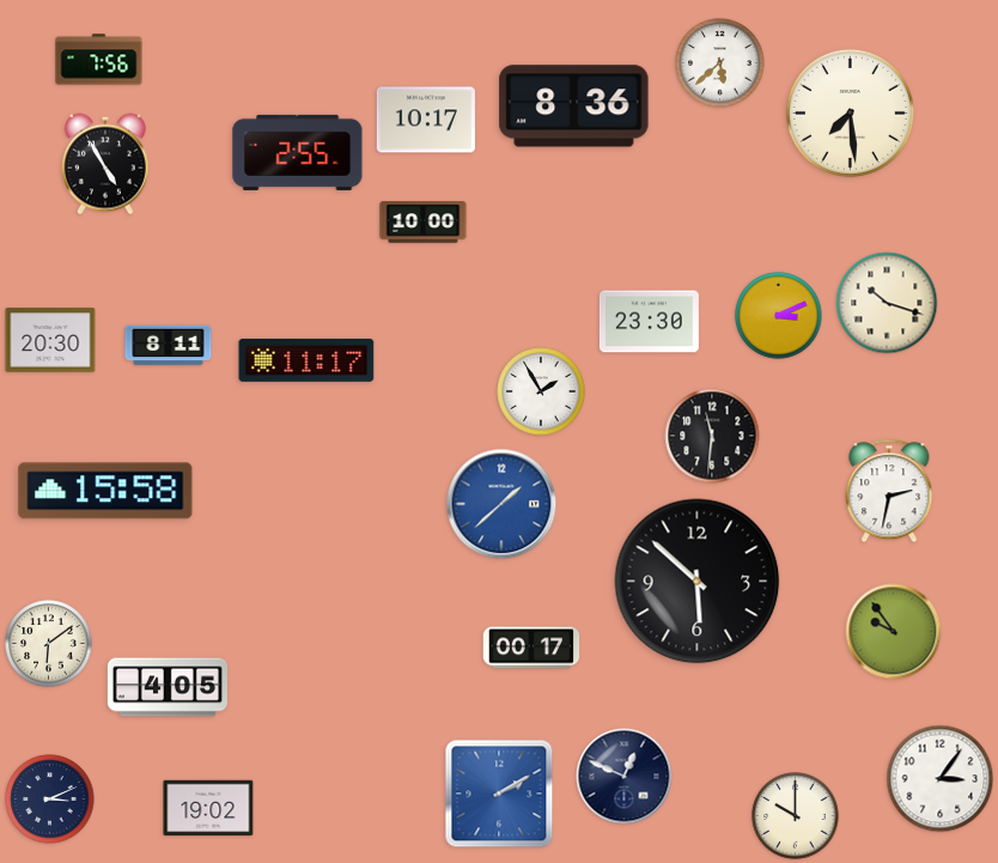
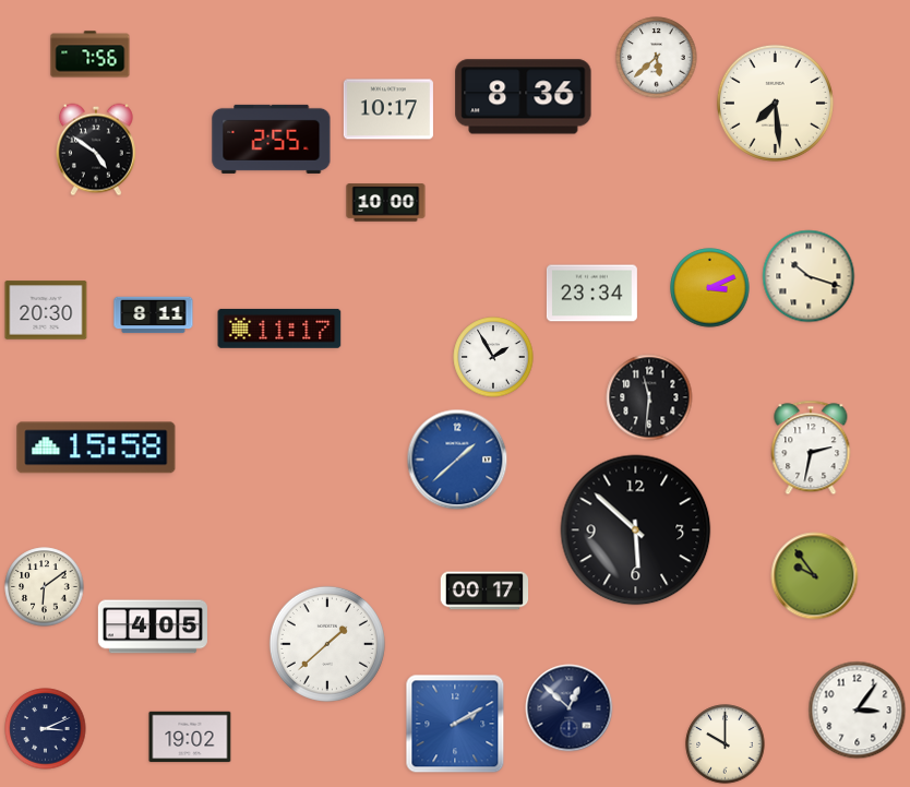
clock at (105, 164): 4:55 -> 4:51
clock at (649, 322): 23:30 -> 23:34
clock at (327, 644): none -> 1:38
clock at (625, 777): 12:49 -> 12:52
